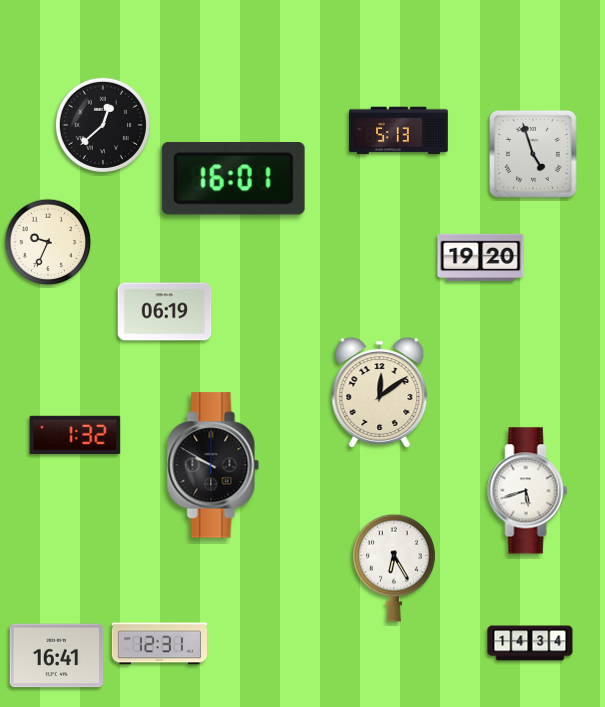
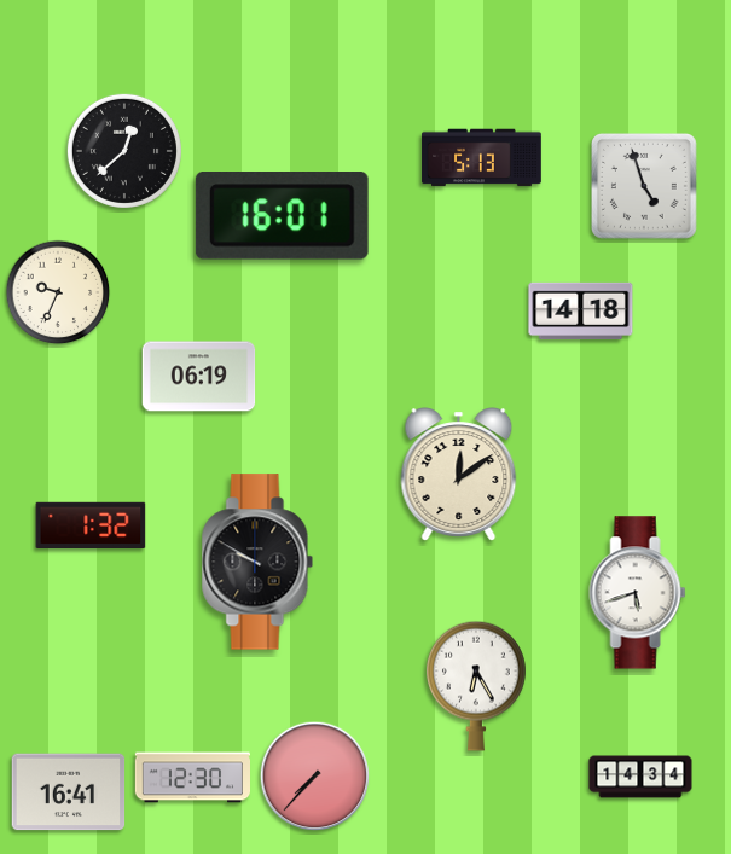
clock at (481, 258): 19:20 -> 14:18
clock at (315, 777): none -> 7:37
clock at (159, 644): 12:31 -> 12:30
